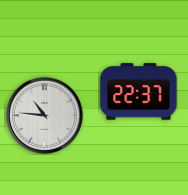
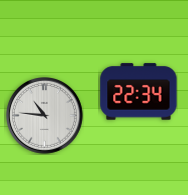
clock at (139, 92): 22:37 -> 22:34
